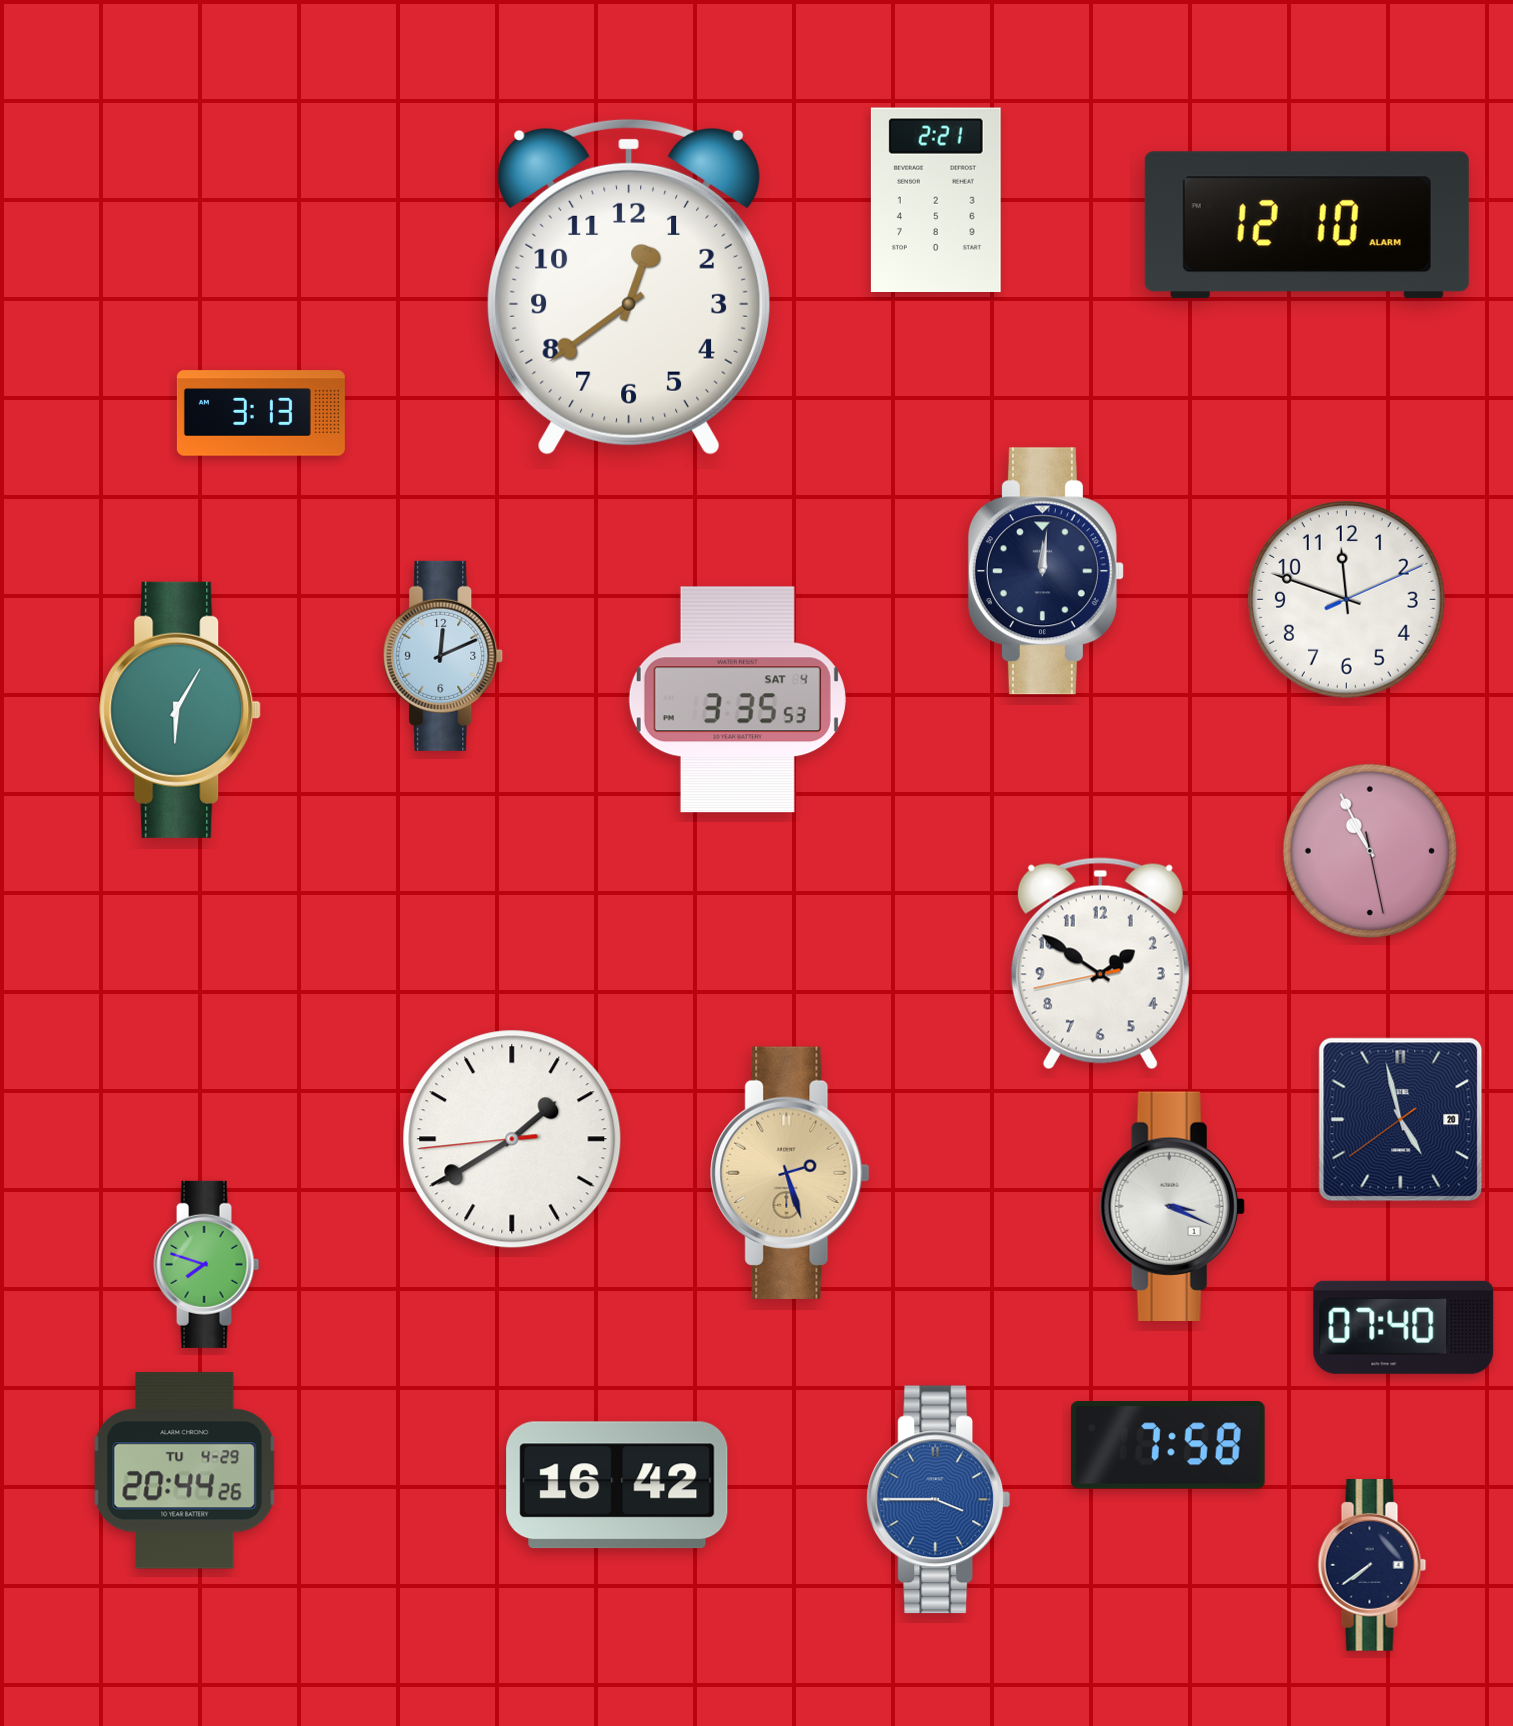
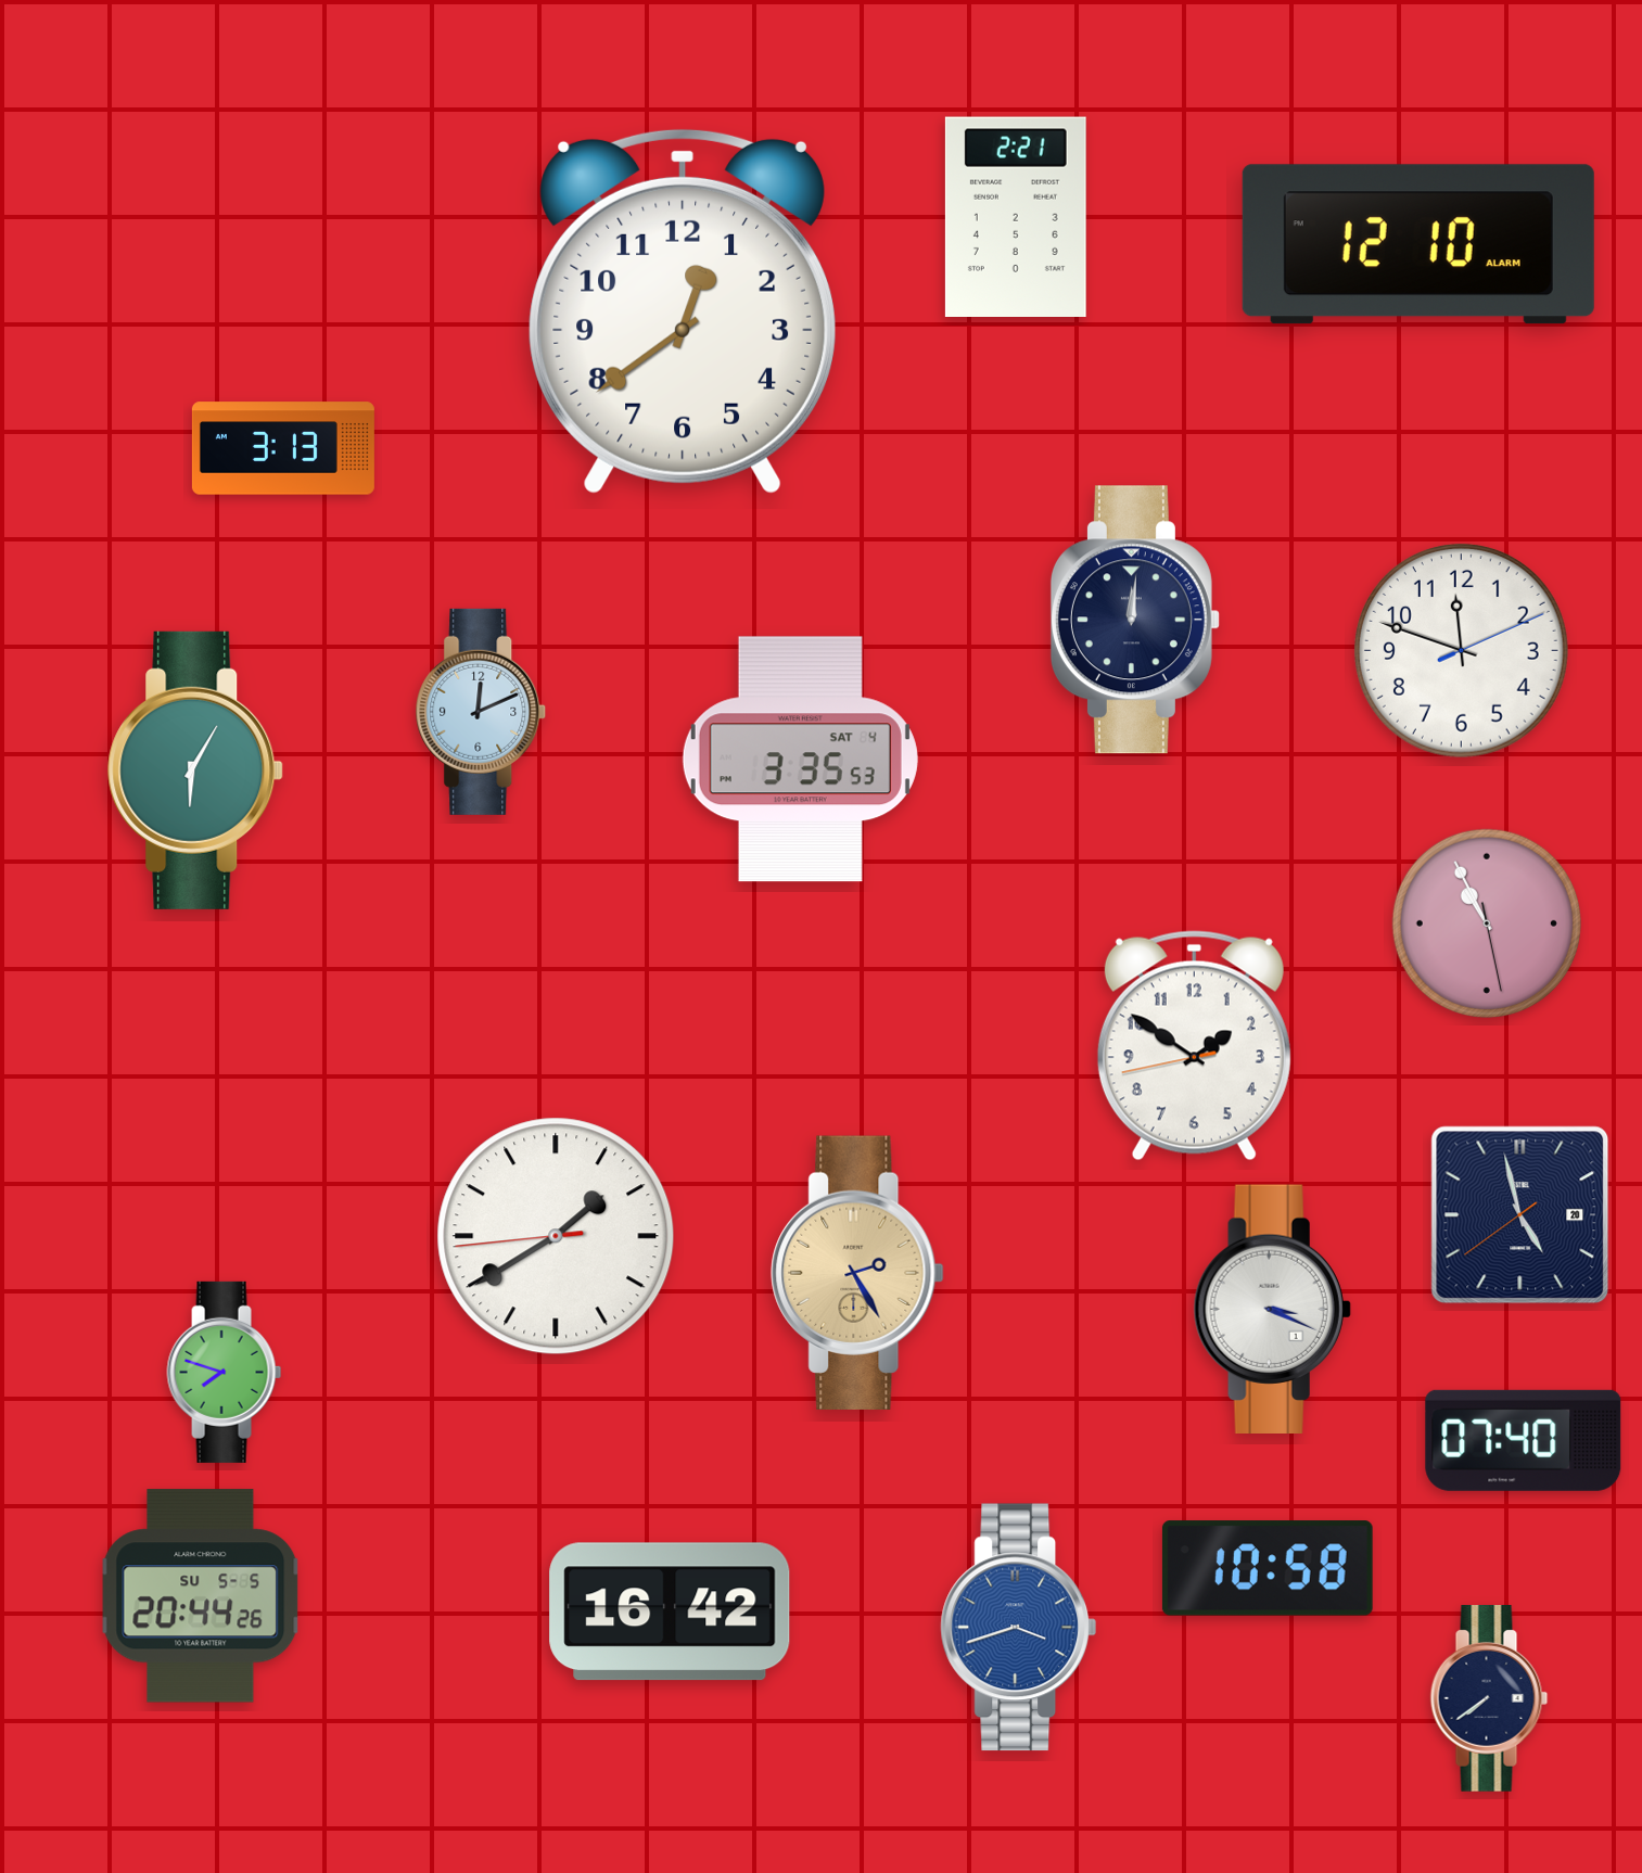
clock at (790, 1173): 2:27 -> 2:25
clock at (1168, 1445): 7:58 -> 10:58
clock at (185, 1471) date: TU 4-29 -> SU 5-5
clock at (939, 1500): 3:45 -> 3:42
